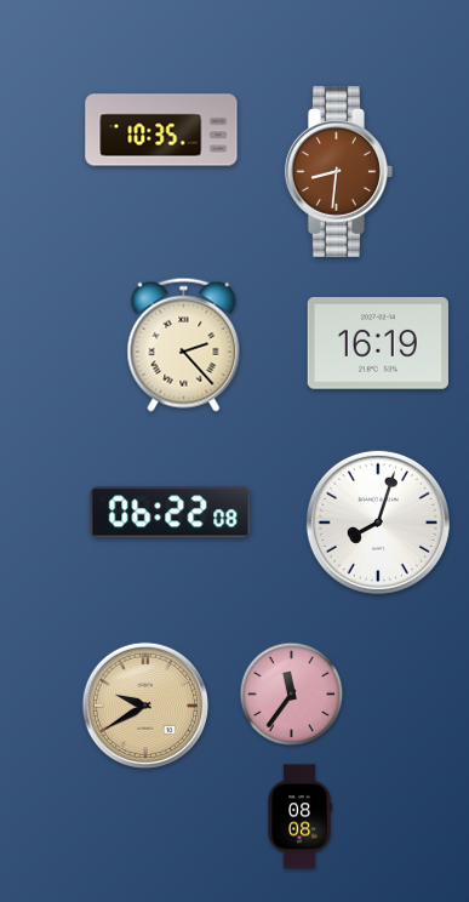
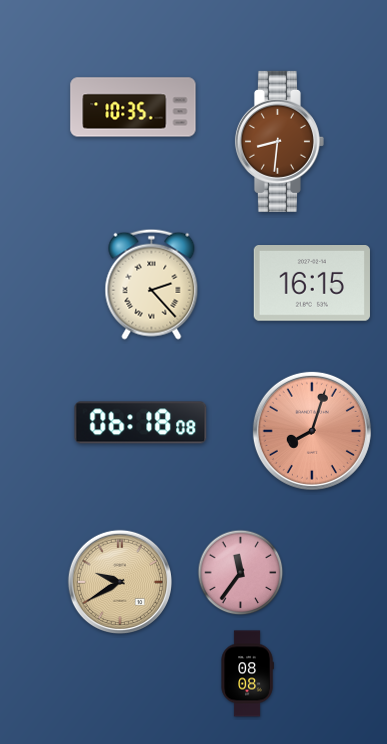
clock at (378, 344): 16:19 -> 16:15
clock at (171, 513): 06:22 -> 06:18
clock at (378, 523) dial: white -> salmon
